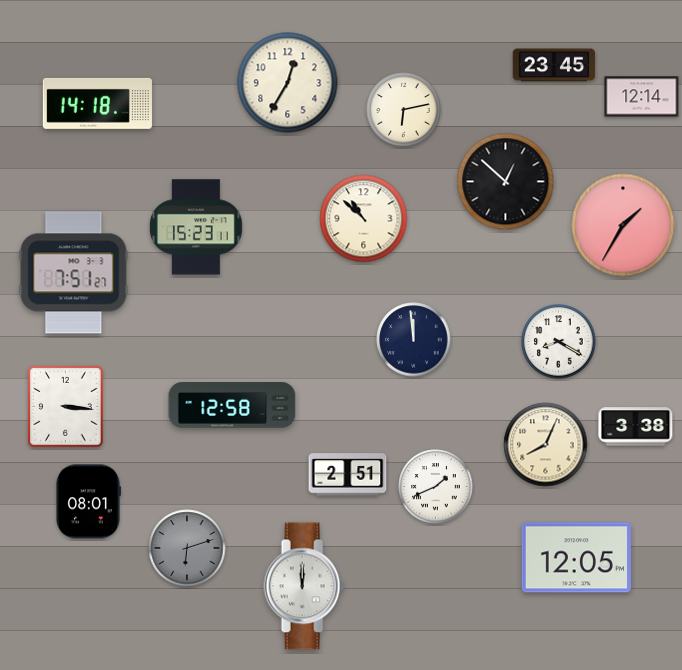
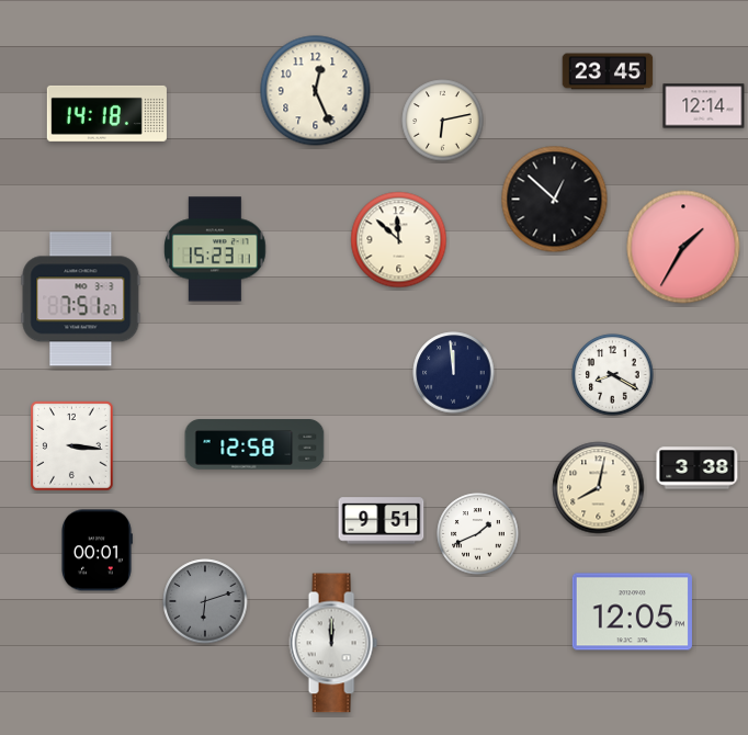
clock at (288, 83): 12:35 -> 12:26
clock at (364, 219): 10:52 -> 11:52
clock at (546, 445): 8:04 -> 8:02
clock at (348, 475): 2:51 -> 9:51
clock at (89, 502): 08:01 -> 00:01
